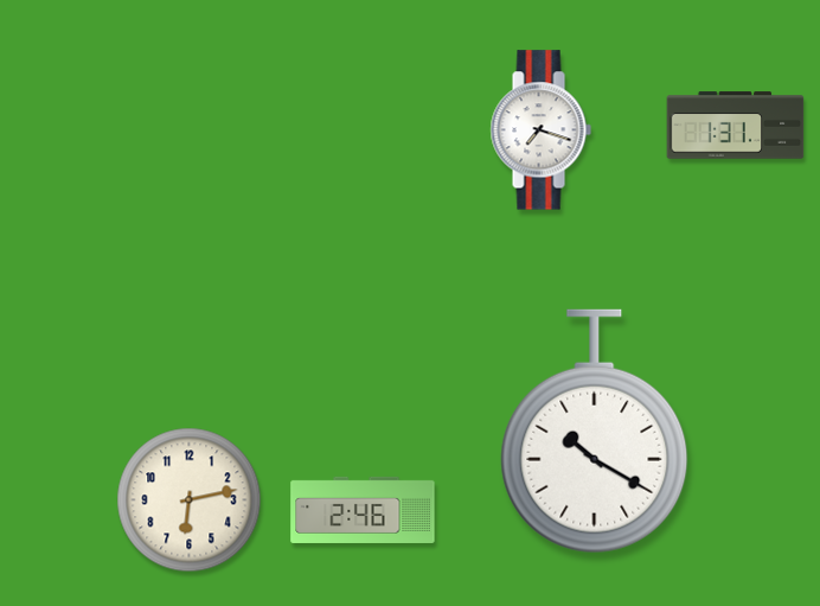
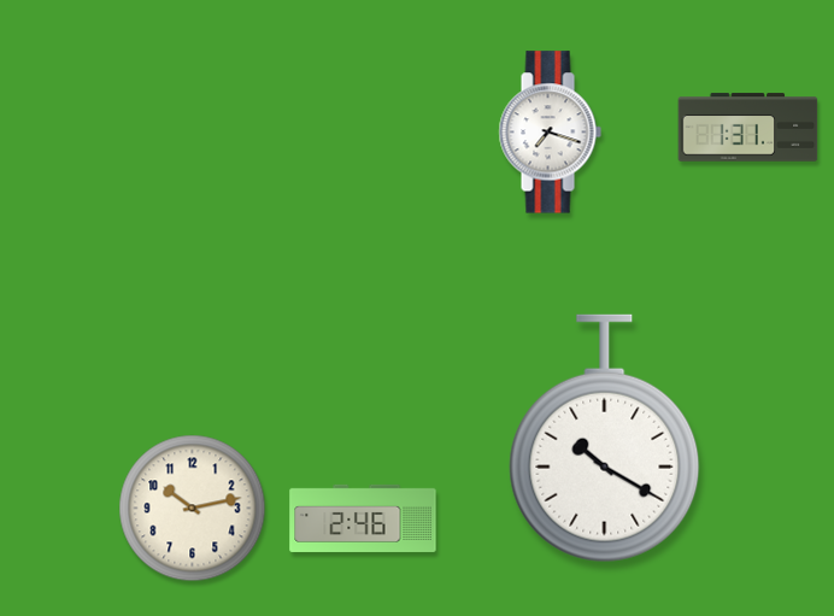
clock at (190, 500): 6:13 -> 10:13
clock at (363, 510) position: (363, 510) -> (363, 518)
